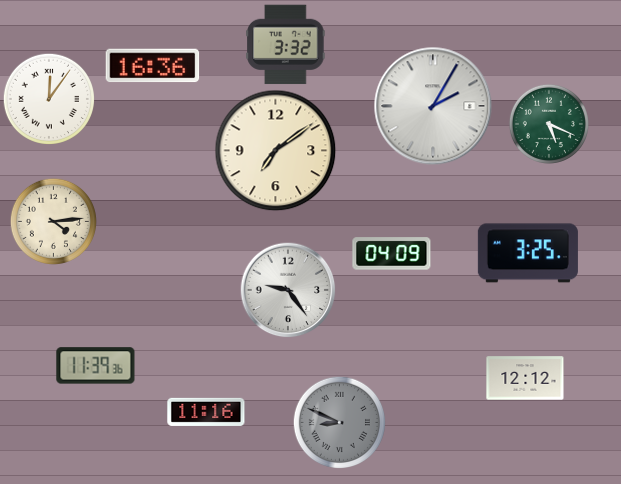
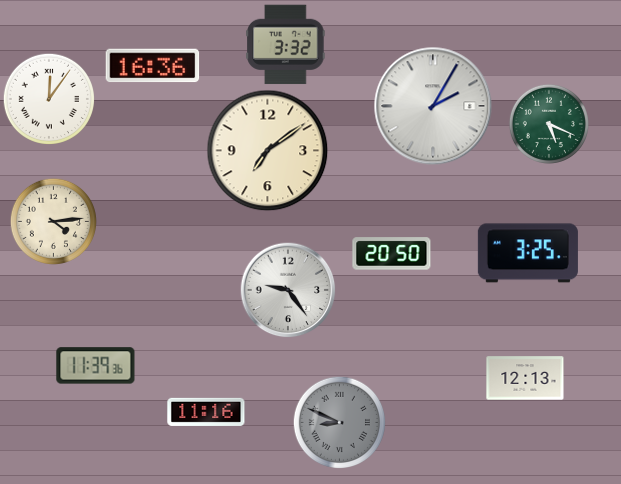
clock at (276, 151) position: (276, 151) -> (268, 151)
clock at (392, 254): 04:09 -> 20:50
clock at (525, 378): 12:12 -> 12:13
